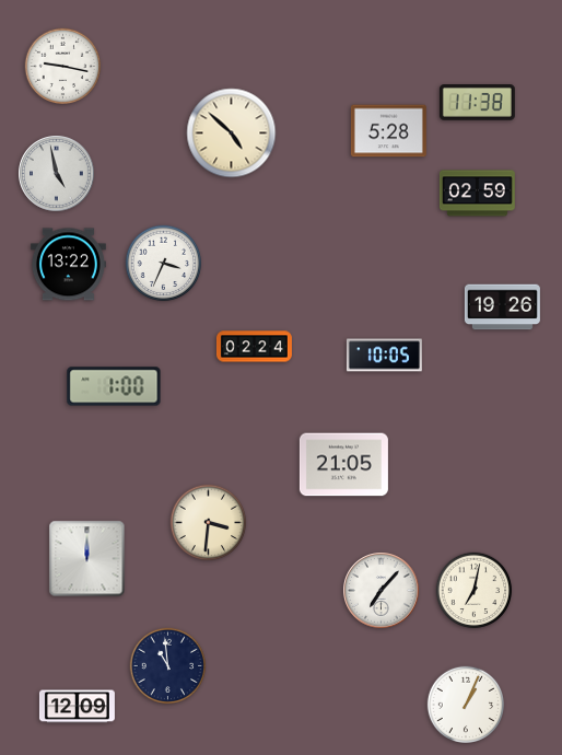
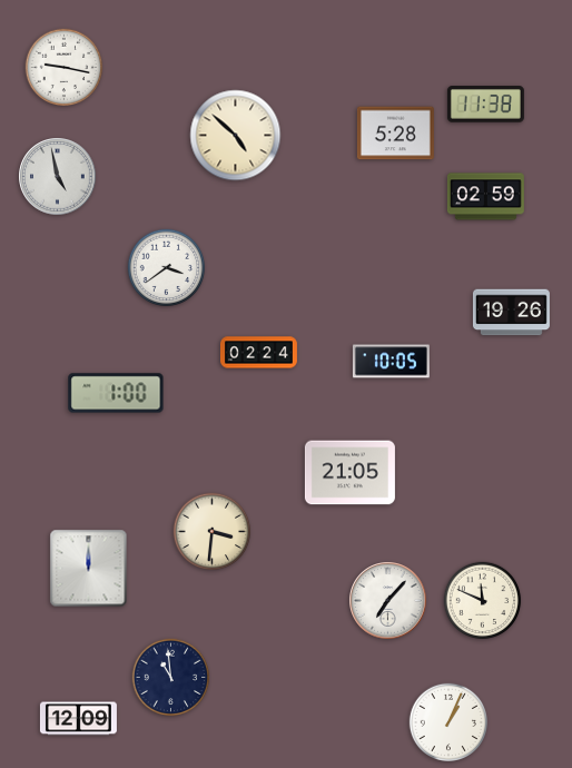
clock at (164, 264): 3:34 -> 3:39
clock at (68, 265): 13:22 -> none
clock at (475, 591): 7:02 -> 11:49
clock at (465, 704) position: (465, 704) -> (447, 721)
